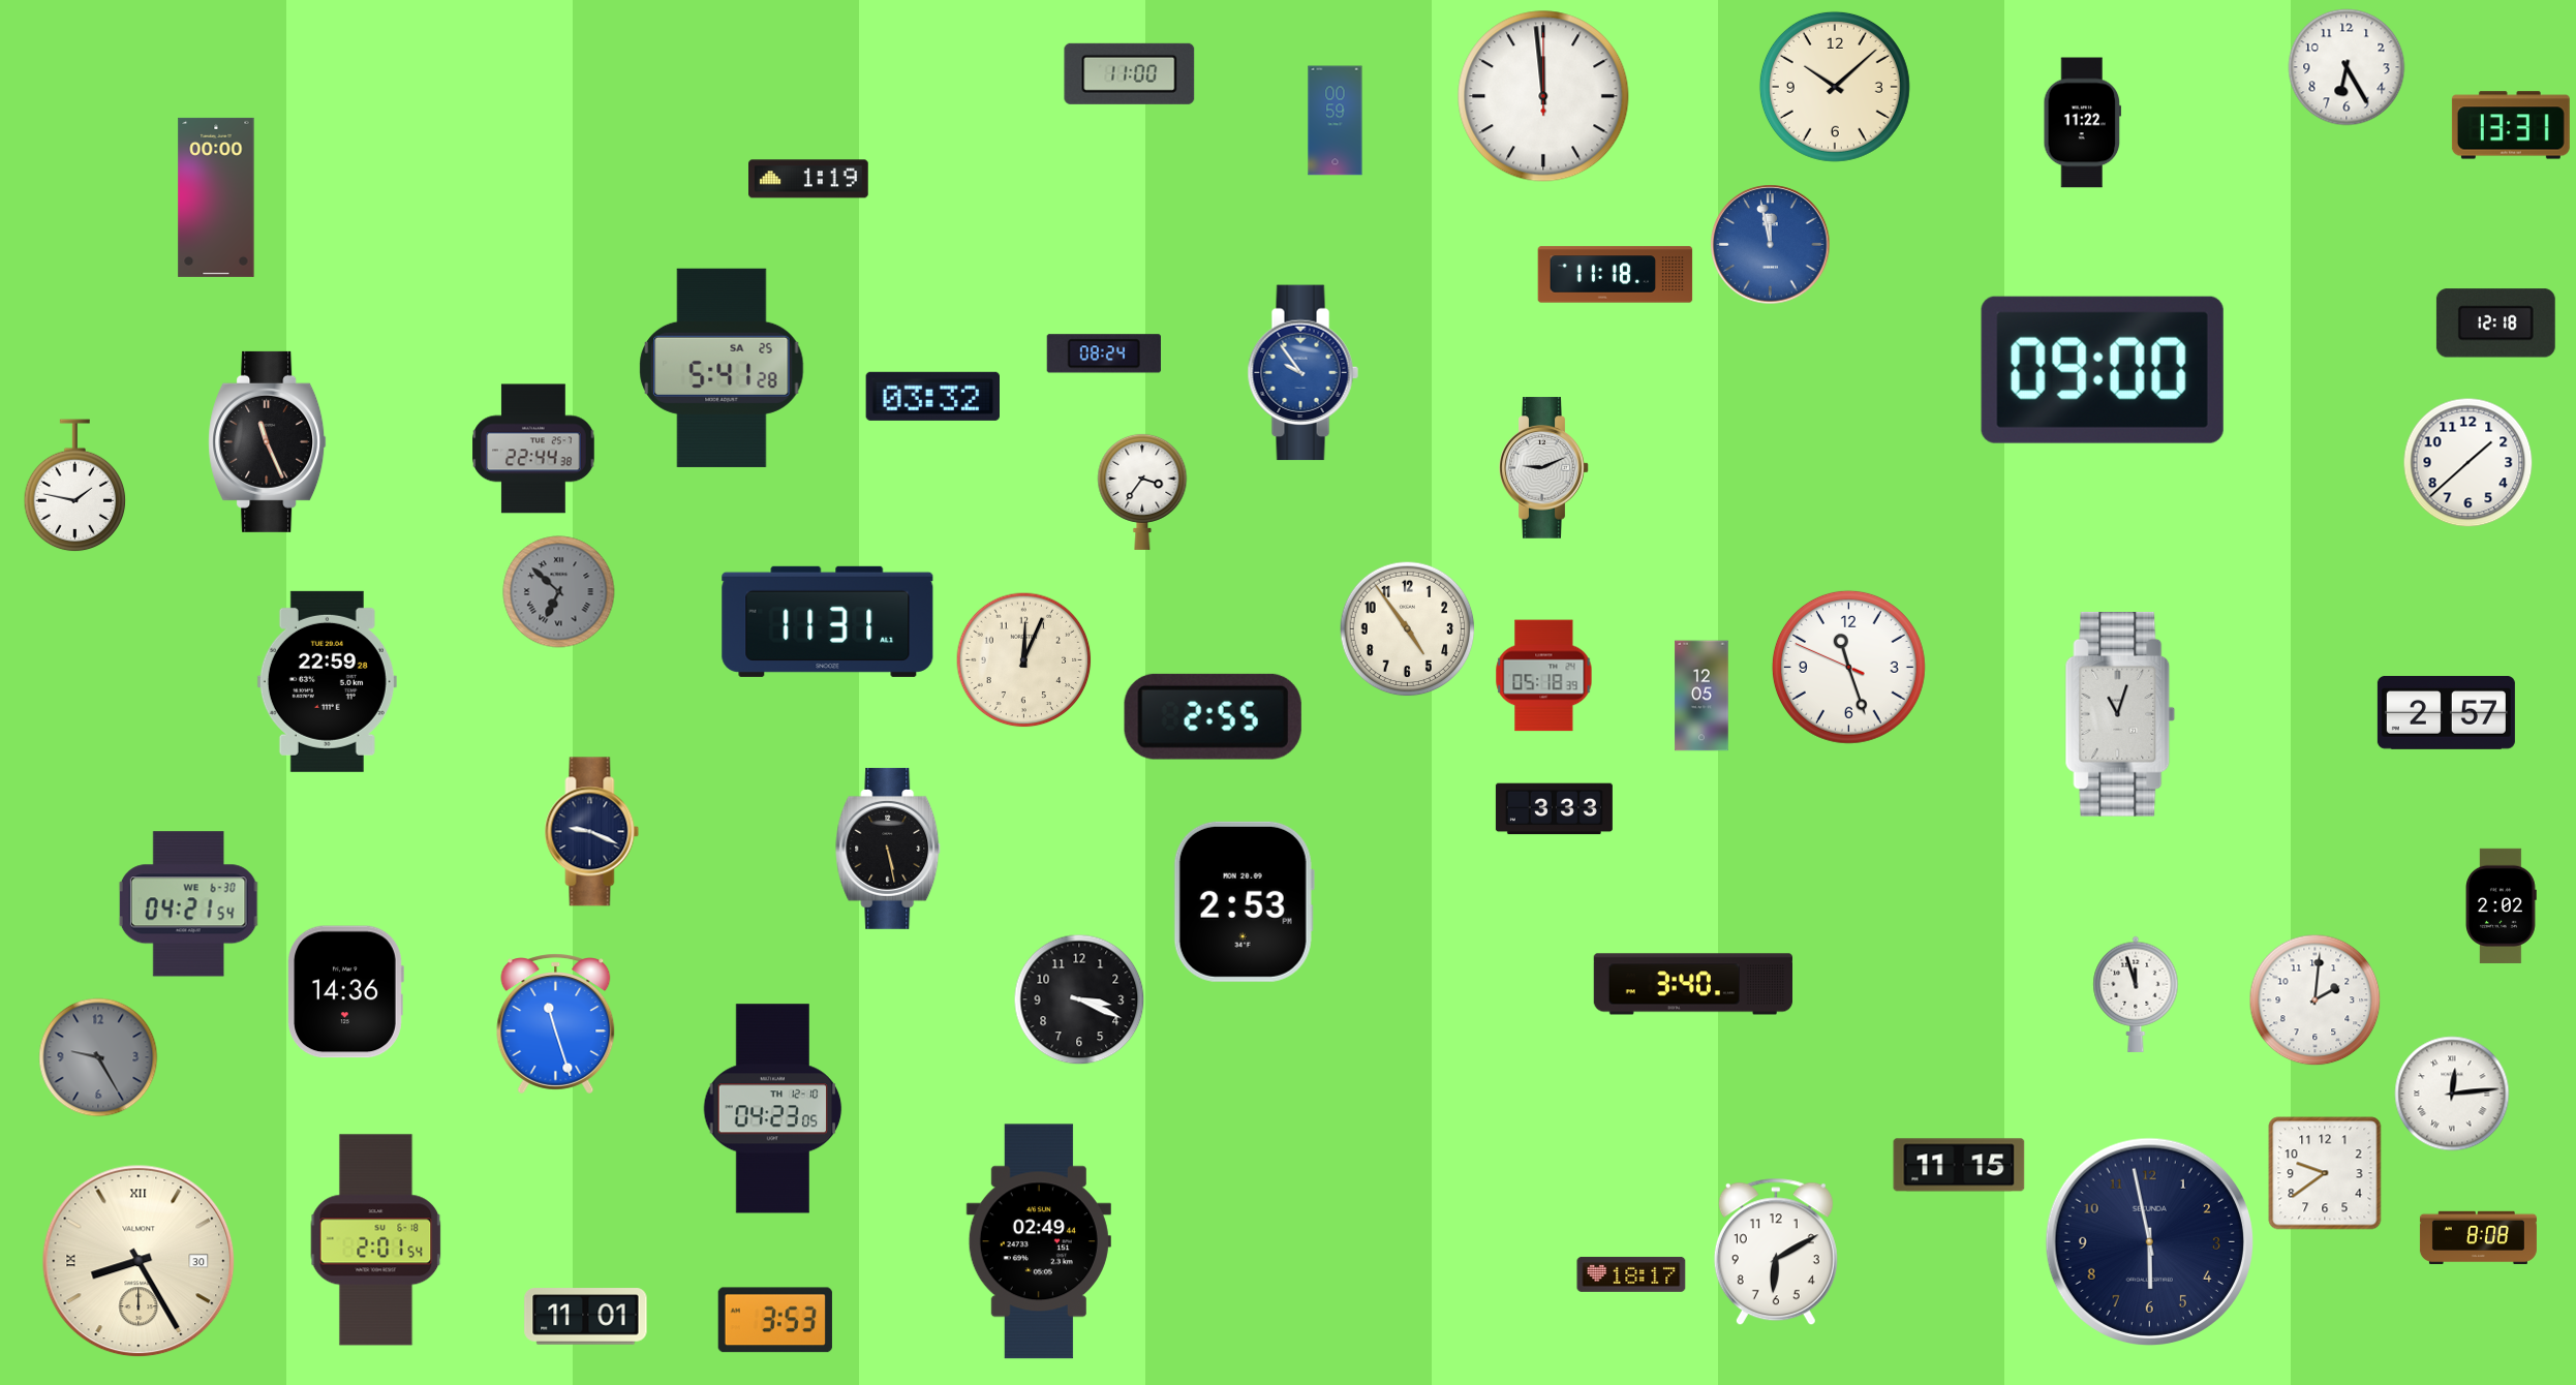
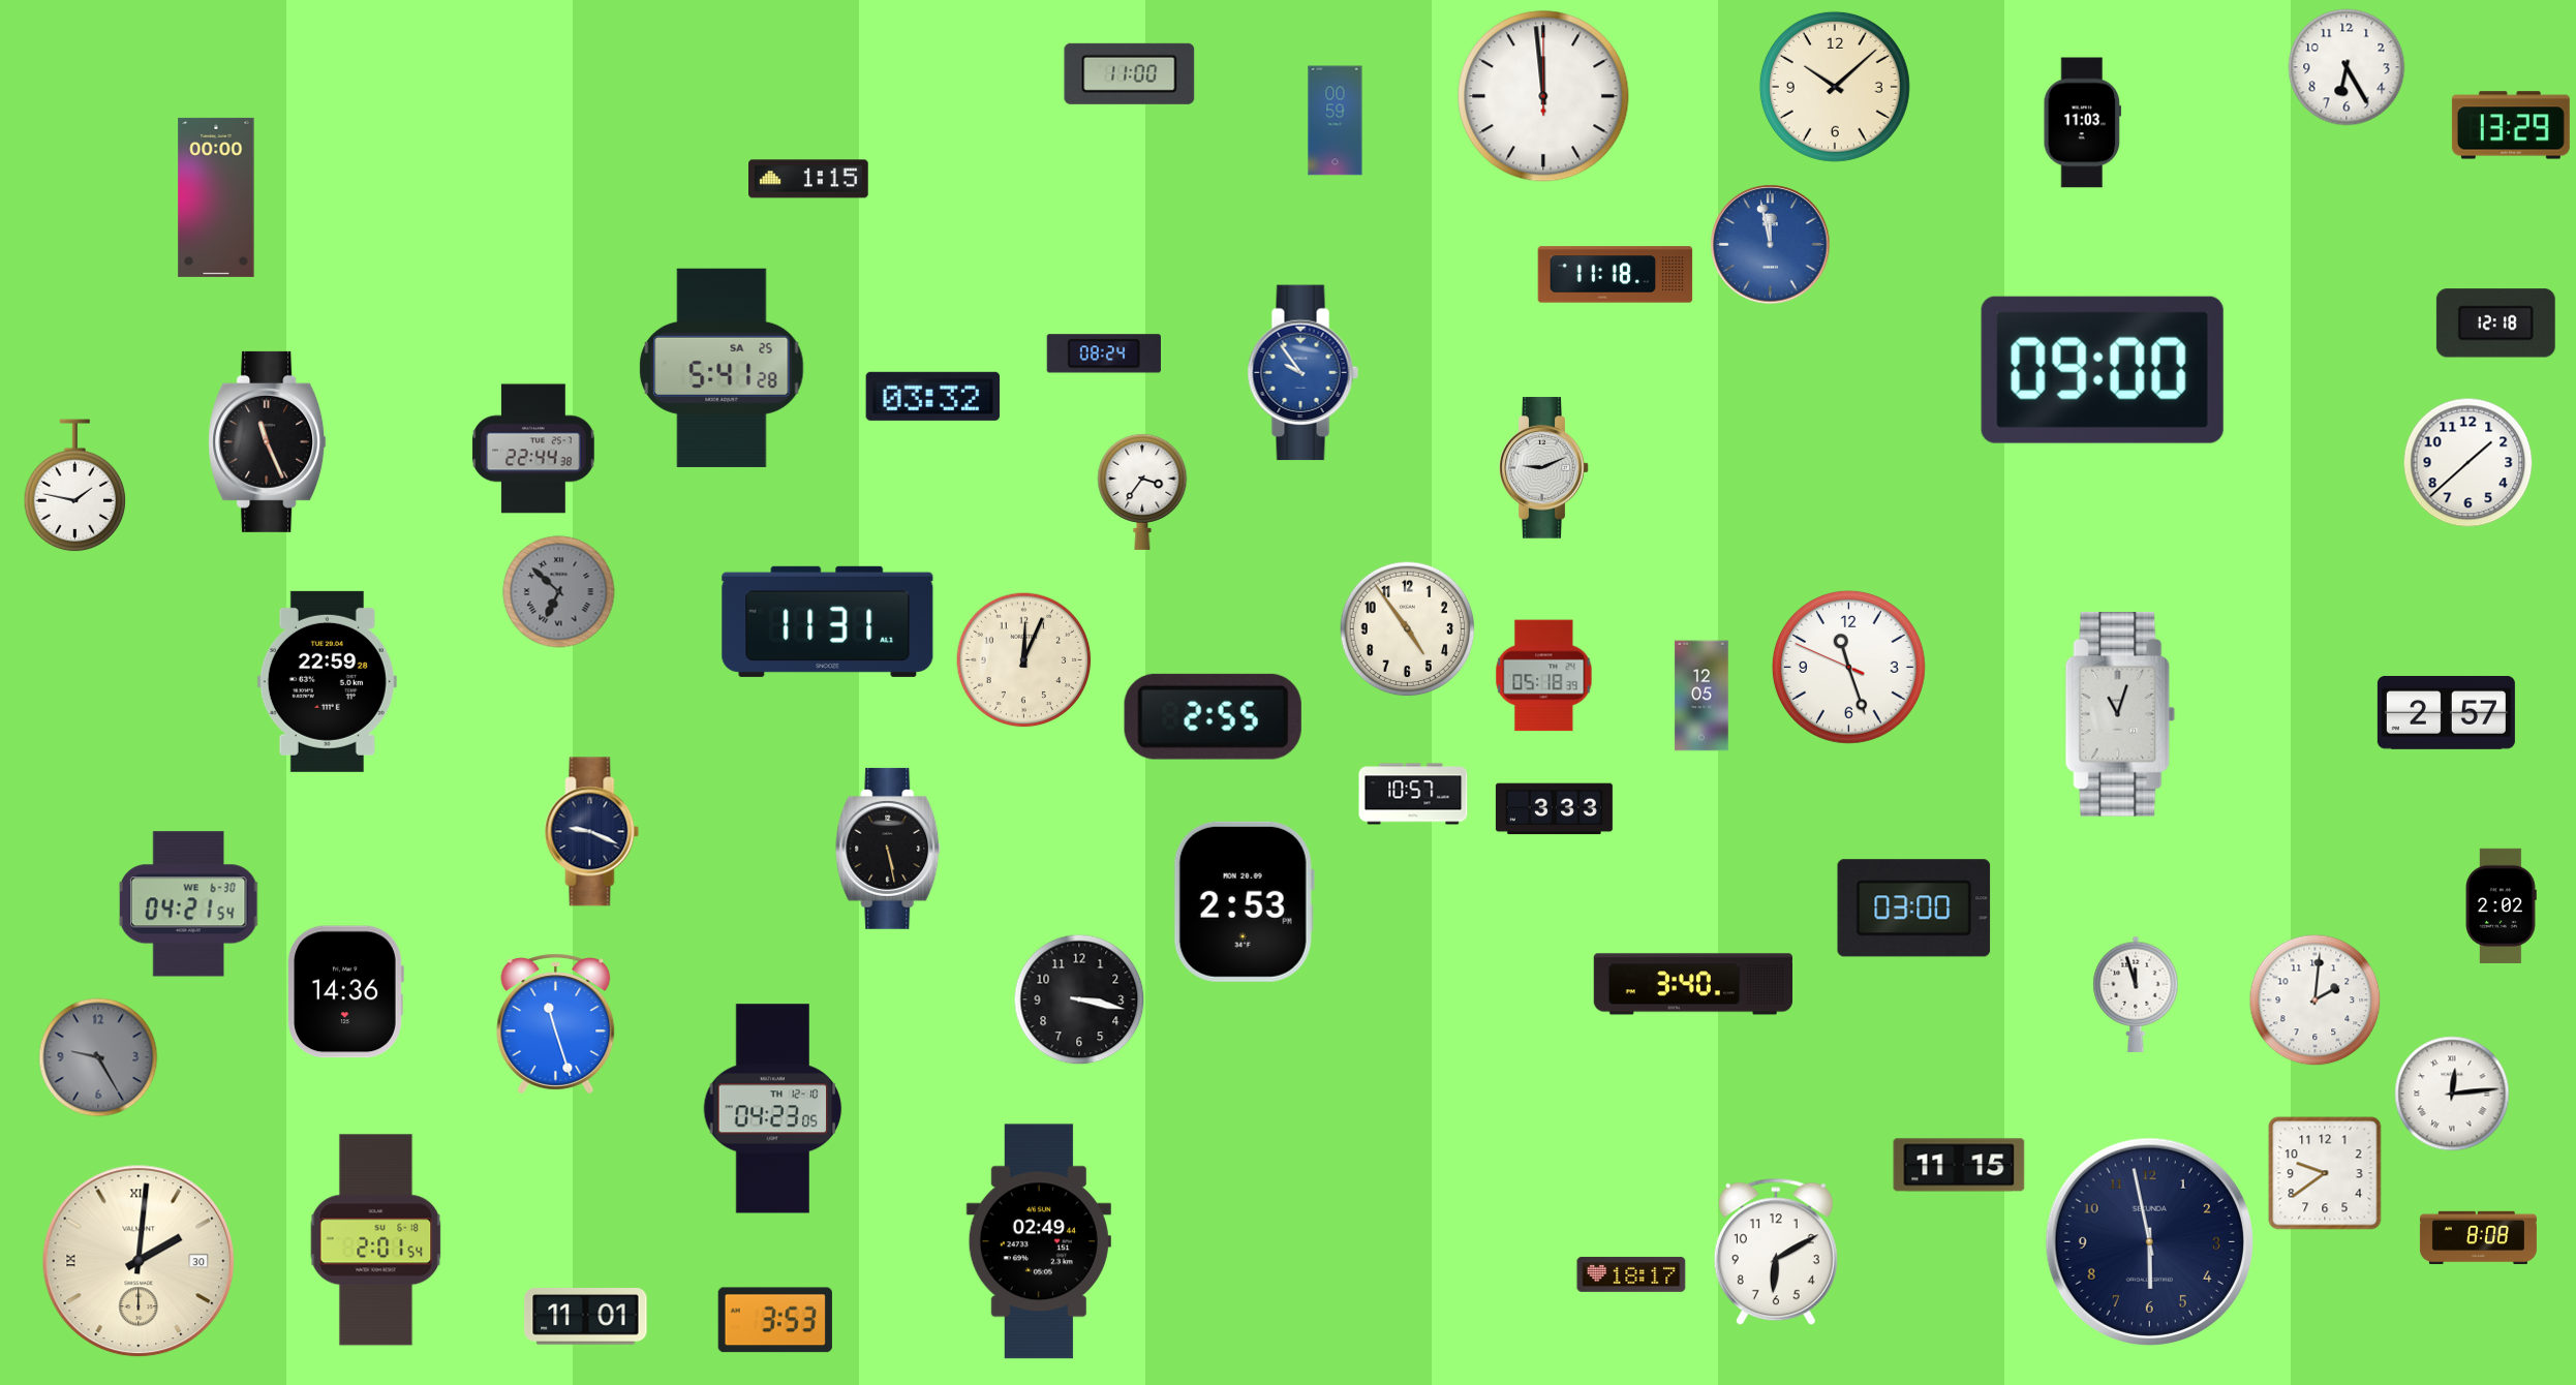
clock at (2083, 123): 11:22 -> 11:03
clock at (2511, 125): 13:31 -> 13:29
clock at (809, 179): 1:19 -> 1:15
clock at (1413, 794): none -> 10:57
clock at (1914, 909): none -> 03:00
clock at (1079, 999): 3:19 -> 3:17
clock at (139, 1261): 8:25 -> 2:01
